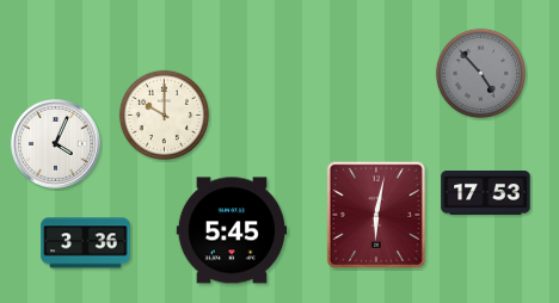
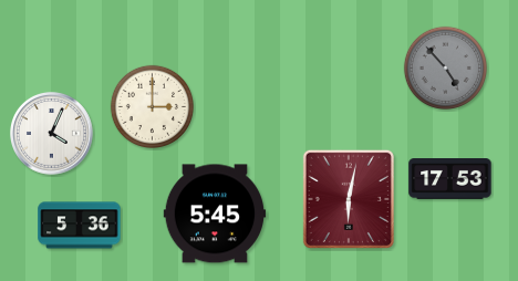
clock at (164, 115): 10:00 -> 3:00
clock at (86, 243): 3:36 -> 5:36
